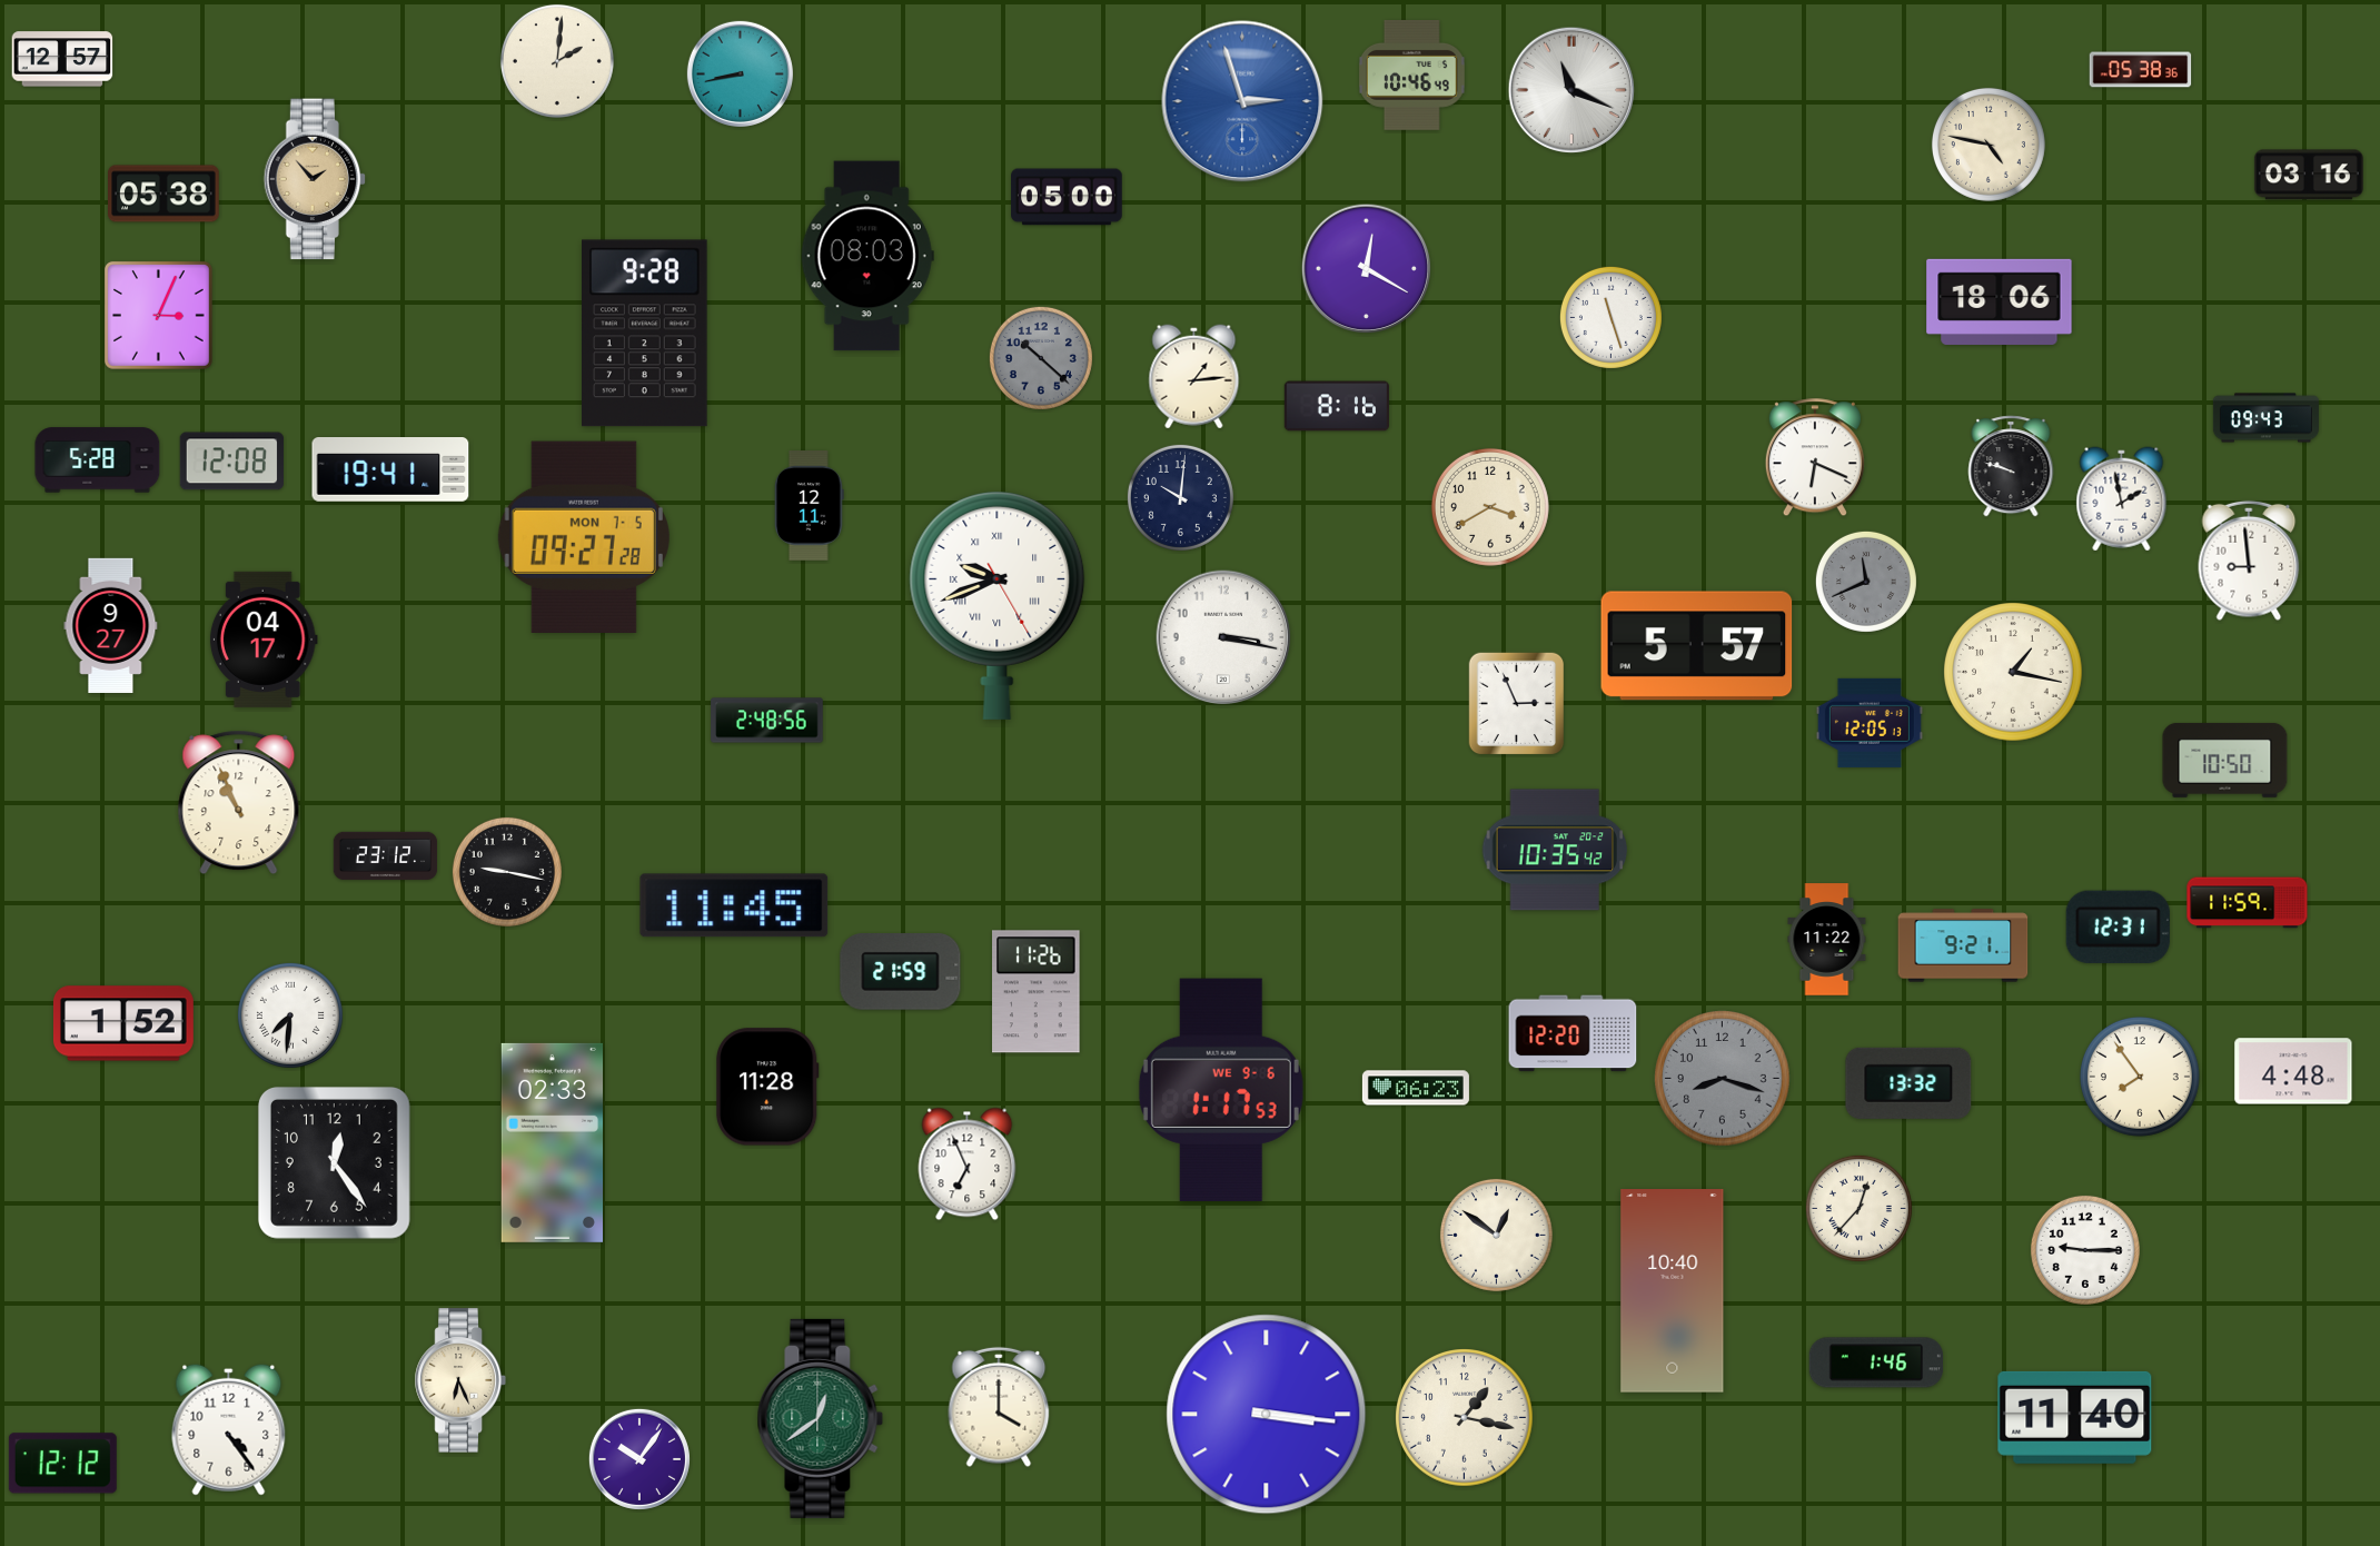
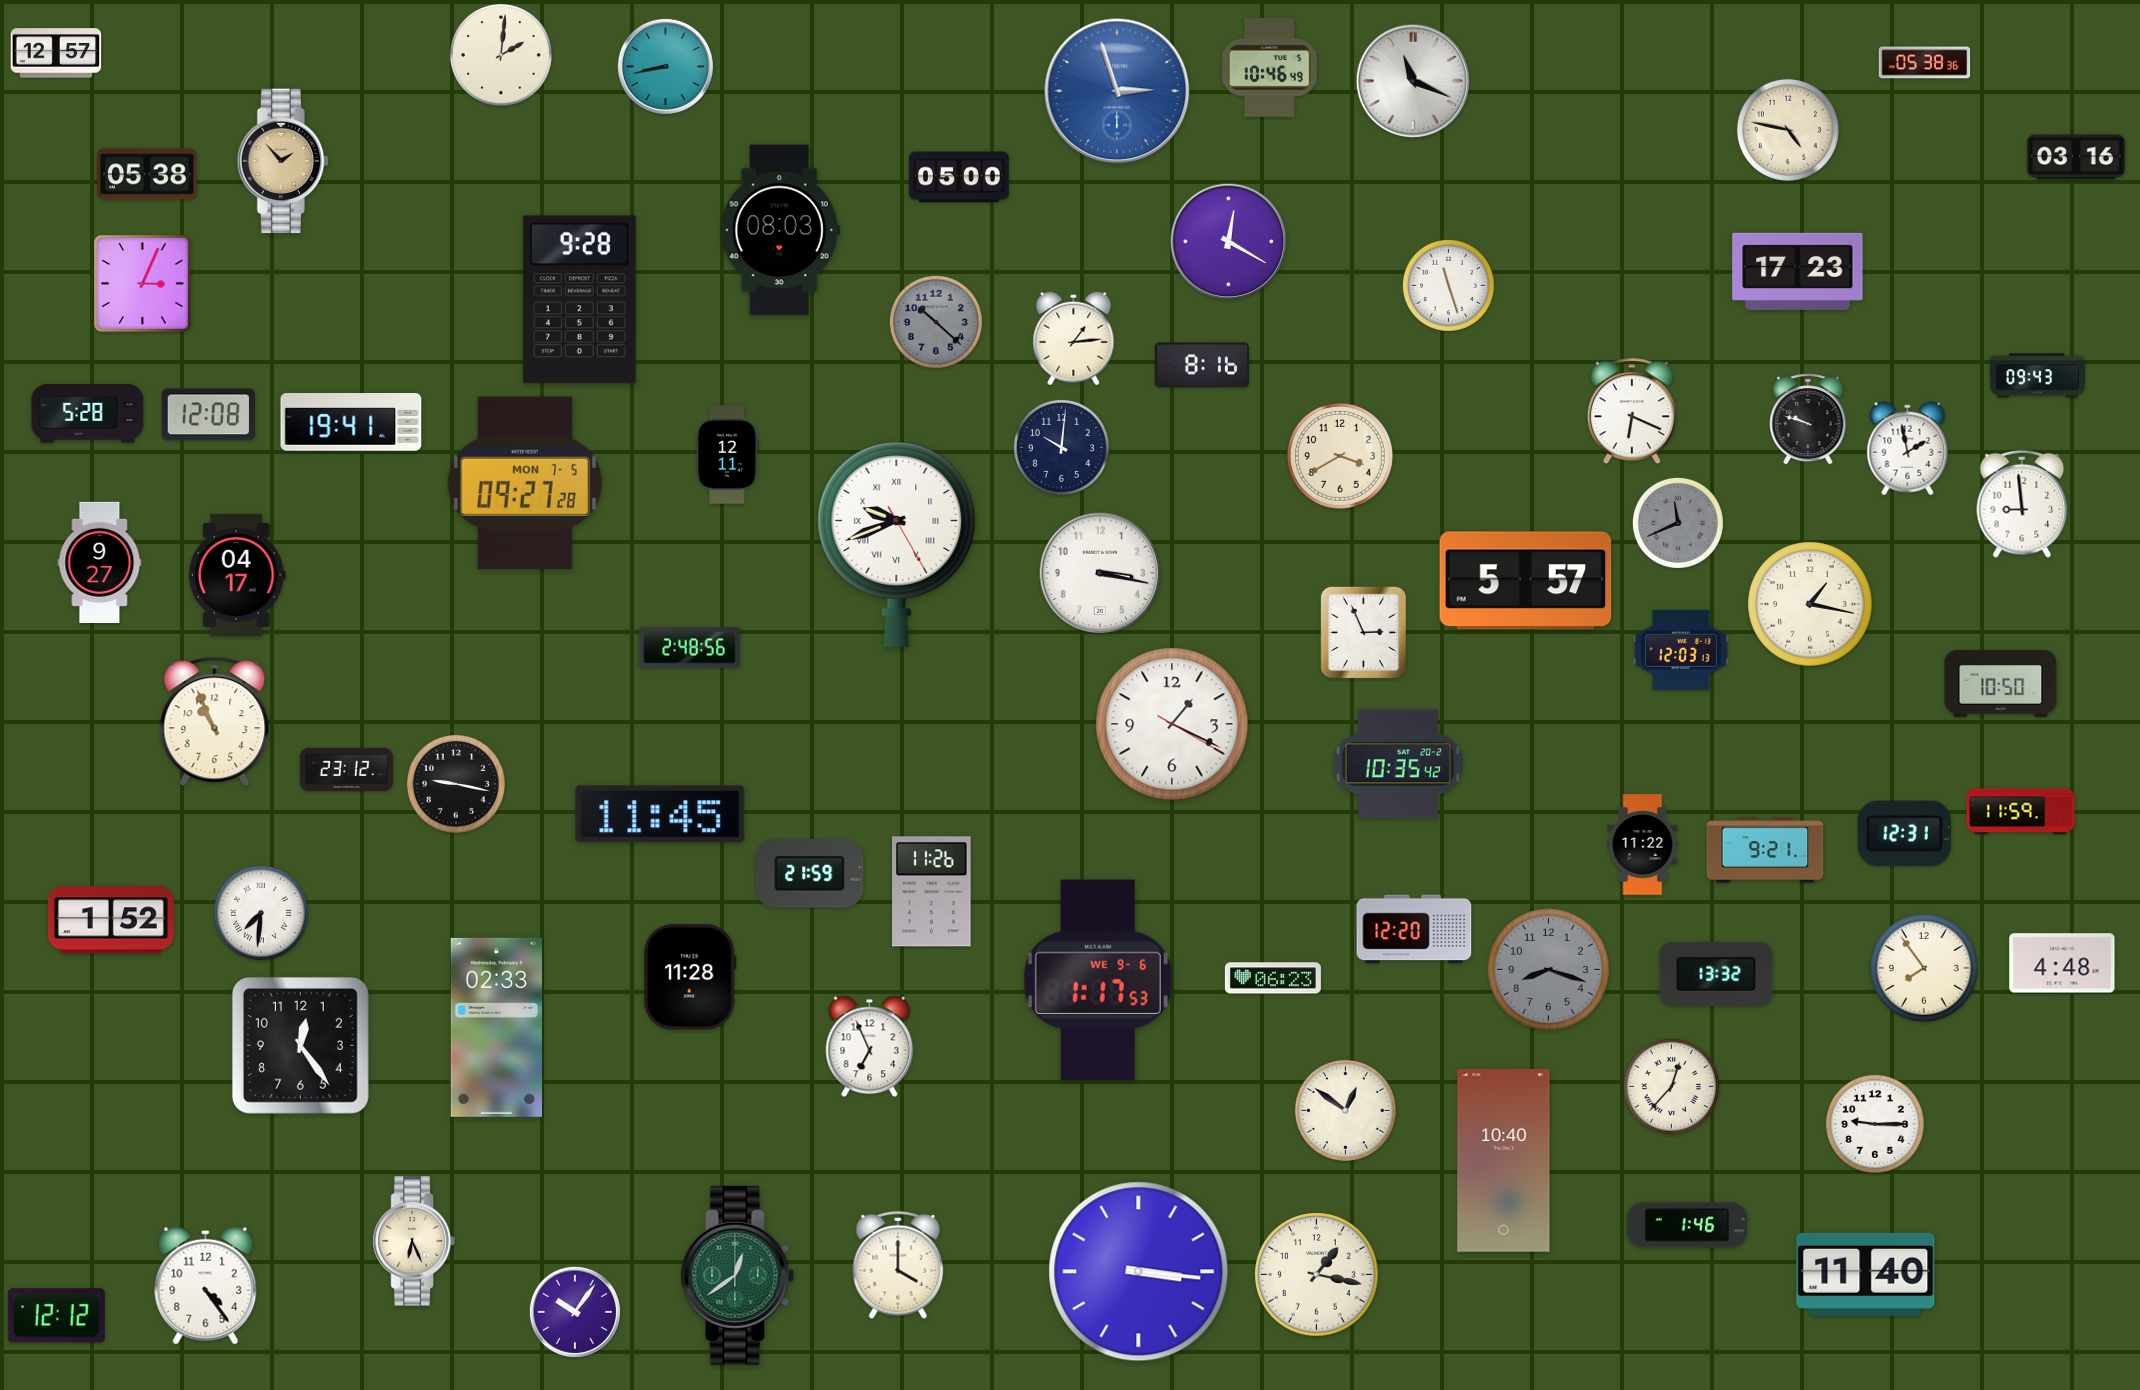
clock at (2000, 301): 18:06 -> 17:23
clock at (1870, 723): 12:05 -> 12:03
clock at (1172, 724): none -> 1:19
